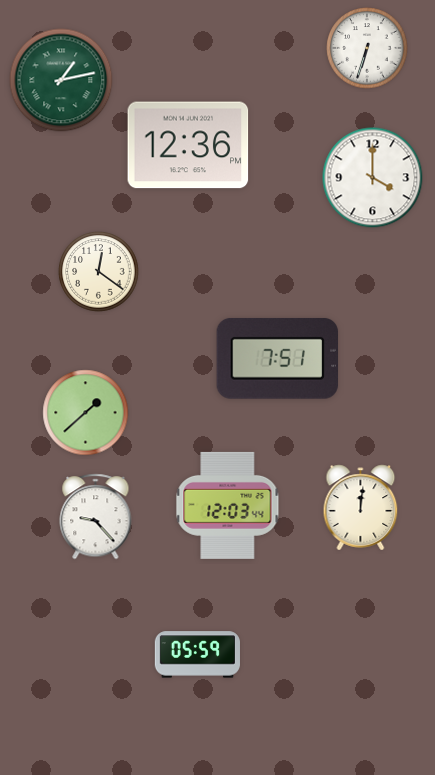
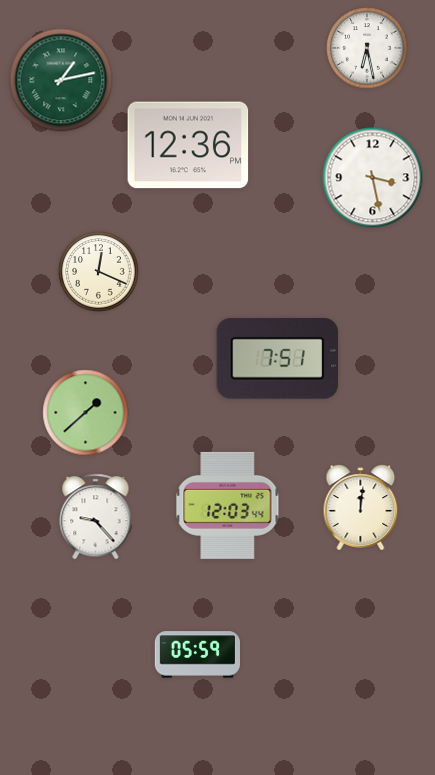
clock at (367, 48): 6:33 -> 6:28
clock at (373, 178): 4:00 -> 3:28
clock at (99, 272): 12:21 -> 12:19
